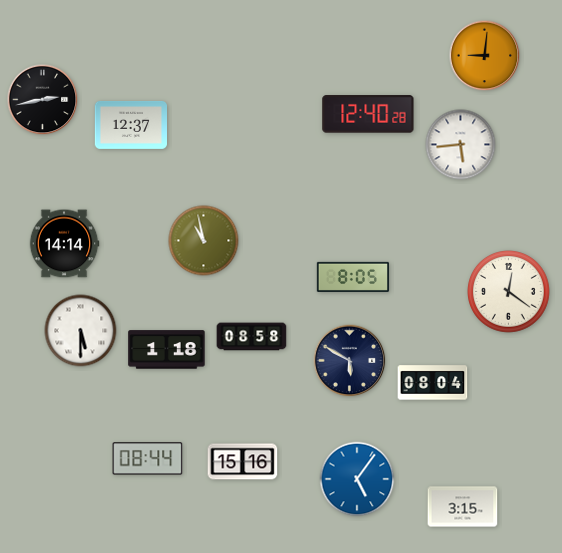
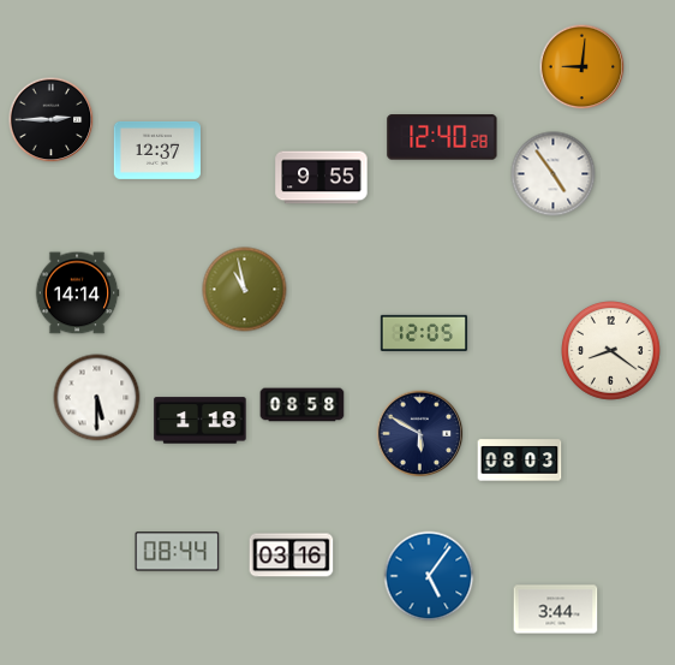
clock at (43, 100): 2:43 -> 2:45
clock at (461, 145): 5:44 -> 4:54
clock at (322, 178): none -> 9:55
clock at (353, 277): 8:05 -> 12:05
clock at (509, 292): 12:21 -> 8:21
clock at (433, 383): 08:04 -> 08:03
clock at (243, 462): 15:16 -> 03:16
clock at (463, 507): 3:15 -> 3:44
